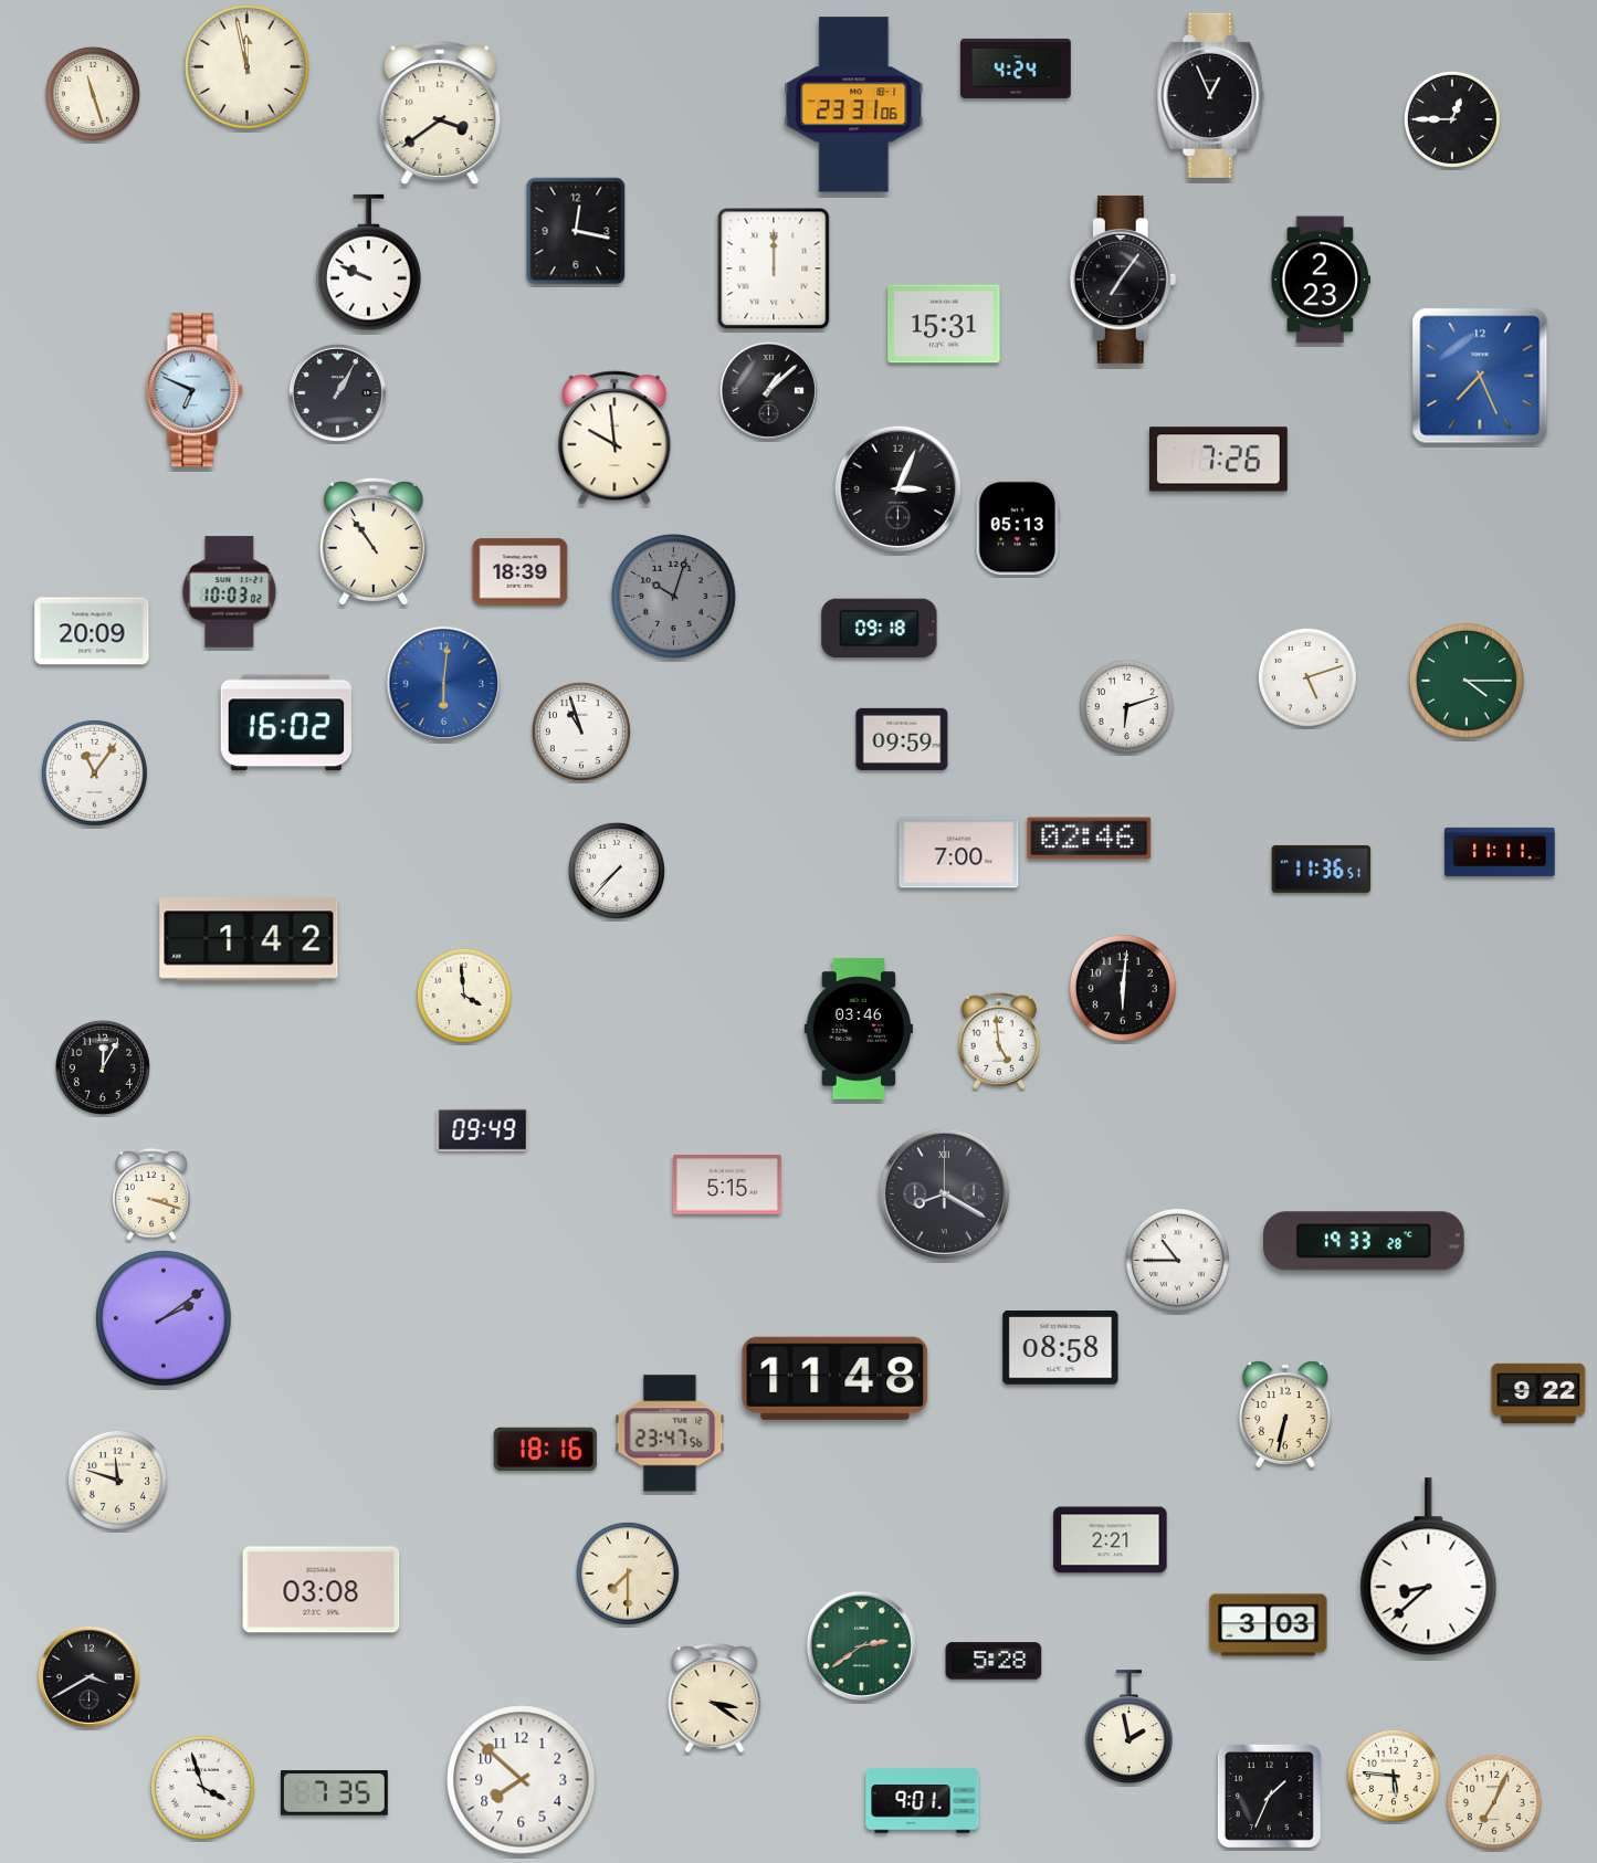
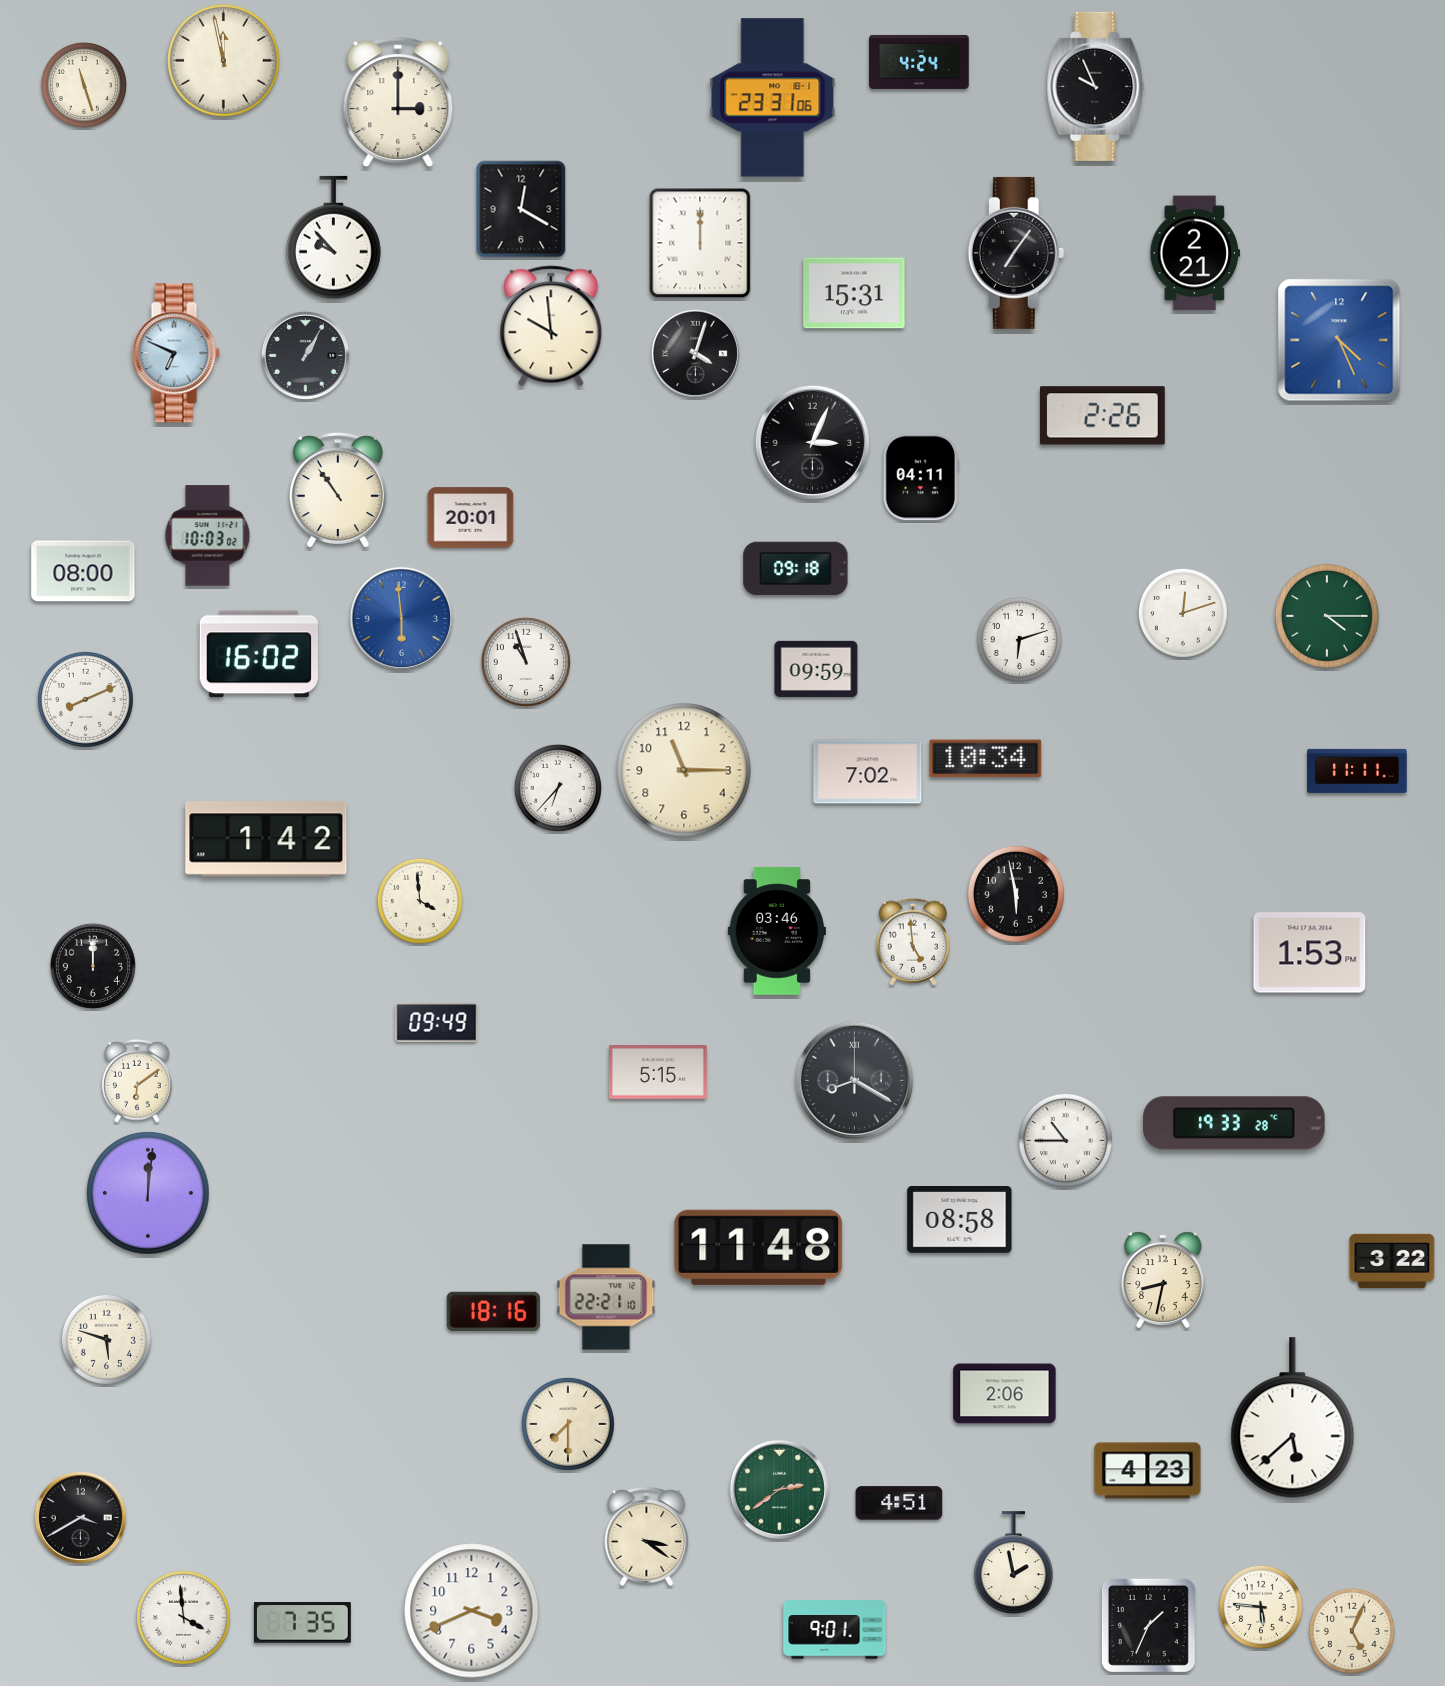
clock at (1211, 95): 12:56 -> 9:56
clock at (854, 105) position: (854, 105) -> (773, 98)
clock at (440, 113): 3:39 -> 3:00
clock at (1452, 119): 12:45 -> none
clock at (576, 231): 12:17 -> 12:20
clock at (369, 263): 9:49 -> 9:53
clock at (1321, 280): 2:23 -> 2:21
clock at (1480, 376): 7:26 -> 4:26
clock at (768, 390): 1:08 -> 4:03
clock at (614, 438) position: (614, 438) -> (551, 326)
clock at (1218, 460): 7:26 -> 2:26
clock at (1018, 527): 05:13 -> 04:11
clock at (521, 572): 18:39 -> 20:01
clock at (674, 597): 10:03 -> none
clock at (92, 631): 20:09 -> 08:00
clock at (1307, 677): 5:12 -> 12:12
clock at (443, 683): 6:01 -> 5:59
clock at (94, 772): 11:06 -> 8:11
clock at (1090, 839): 02:46 -> 10:34
clock at (684, 770): none -> 11:15
clock at (959, 853): 7:00 -> 7:02
clock at (1322, 869): 11:36 -> none
clock at (617, 871): 7:37 -> 6:37
clock at (249, 939) position: (249, 939) -> (266, 839)
clock at (1123, 988): 6:01 -> 5:58
clock at (998, 1041) position: (998, 1041) -> (912, 942)
clock at (1310, 953): none -> 1:53
clock at (103, 1067): 12:05 -> 12:00
clock at (151, 1196): 3:18 -> 6:09
clock at (164, 1318): 2:09 -> 12:01
clock at (836, 1378) position: (836, 1378) -> (759, 1247)
clock at (1538, 1392): 9:22 -> 3:22
clock at (1286, 1414): 6:32 -> 8:32
clock at (670, 1433): 23:47 -> 22:21
clock at (117, 1480): 11:48 -> 5:48
clock at (1111, 1540): 2:21 -> 2:06
clock at (1429, 1567): 8:38 -> 5:38
clock at (322, 1590): 03:08 -> none
clock at (1269, 1625): 3:03 -> 4:23
clock at (994, 1661): 5:28 -> 4:51
clock at (1128, 1726) position: (1128, 1726) -> (1013, 1562)
clock at (522, 1780): 7:52 -> 3:41
clock at (202, 1787): 3:57 -> 3:59
clock at (1494, 1802): 7:04 -> 5:04
